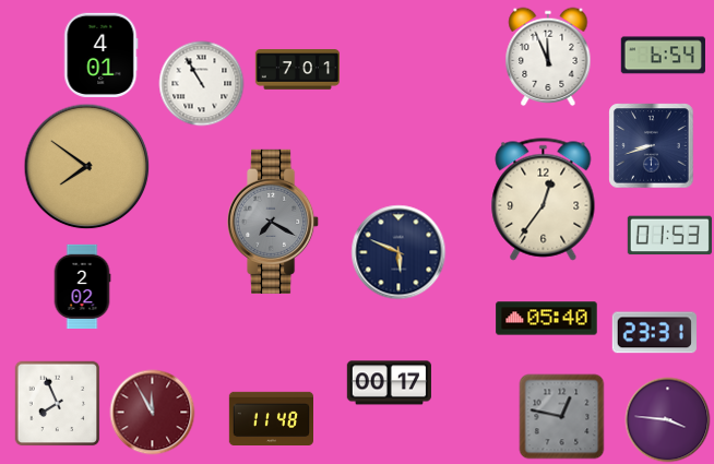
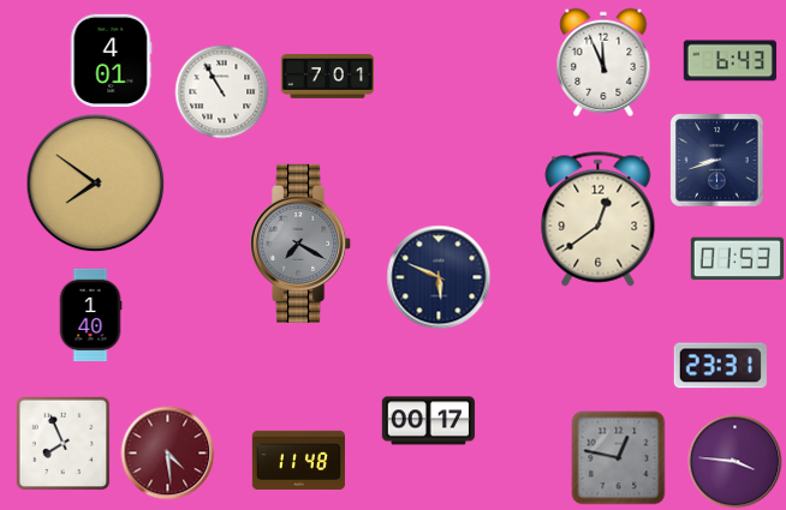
clock at (663, 56): 6:54 -> 6:43
clock at (544, 200): 12:36 -> 12:39
clock at (82, 286): 2:02 -> 1:40
clock at (547, 319): 05:40 -> none
clock at (152, 412): 11:55 -> 4:29
